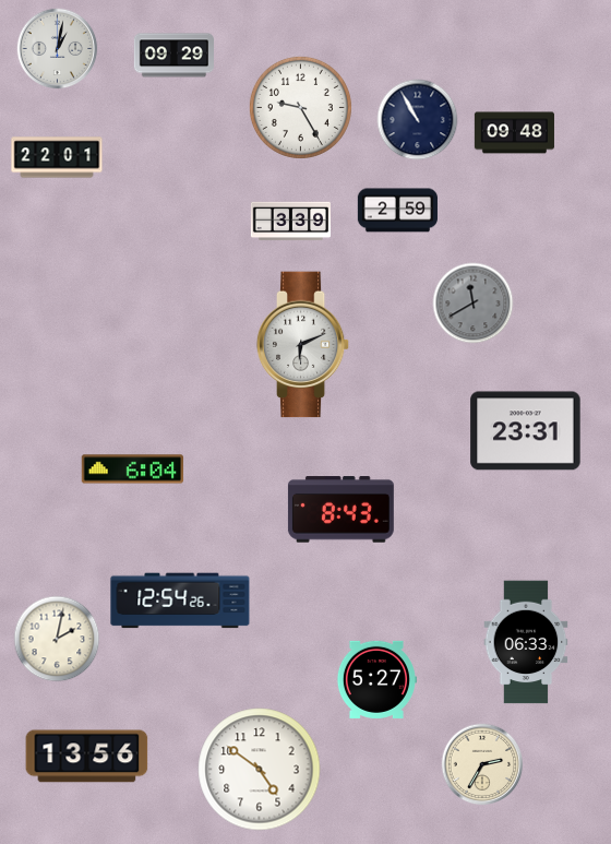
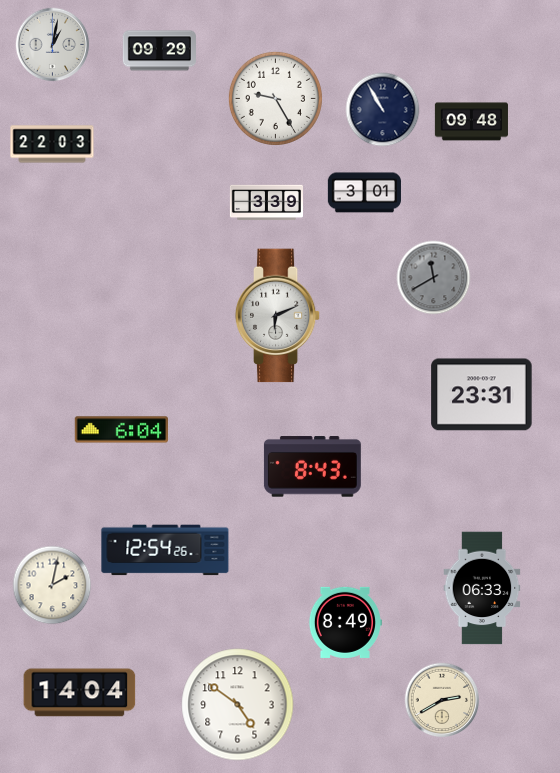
clock at (57, 157): 22:01 -> 22:03
clock at (397, 211): 2:59 -> 3:01
clock at (376, 679): 5:27 -> 8:49
clock at (87, 757): 13:56 -> 14:04
clock at (482, 764): 2:35 -> 2:40
